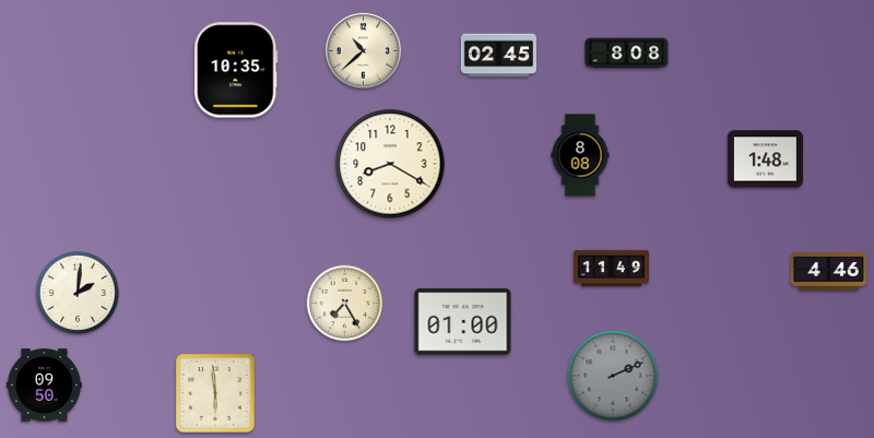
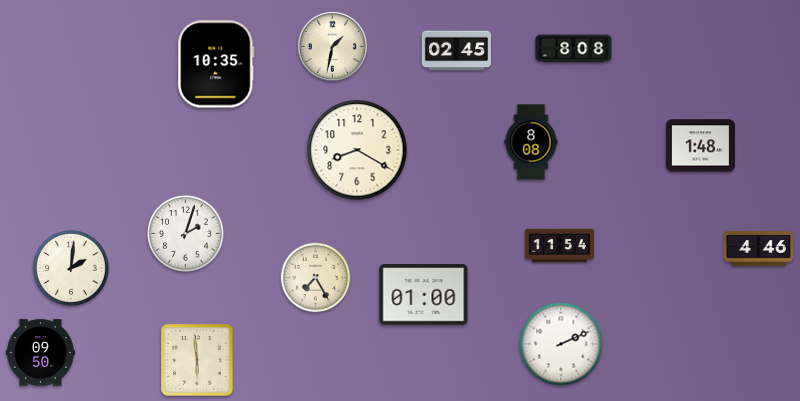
clock at (363, 50): 10:38 -> 1:32
clock at (186, 234): none -> 2:03
clock at (611, 269): 11:49 -> 11:54
clock at (613, 376) dial: grey -> white
